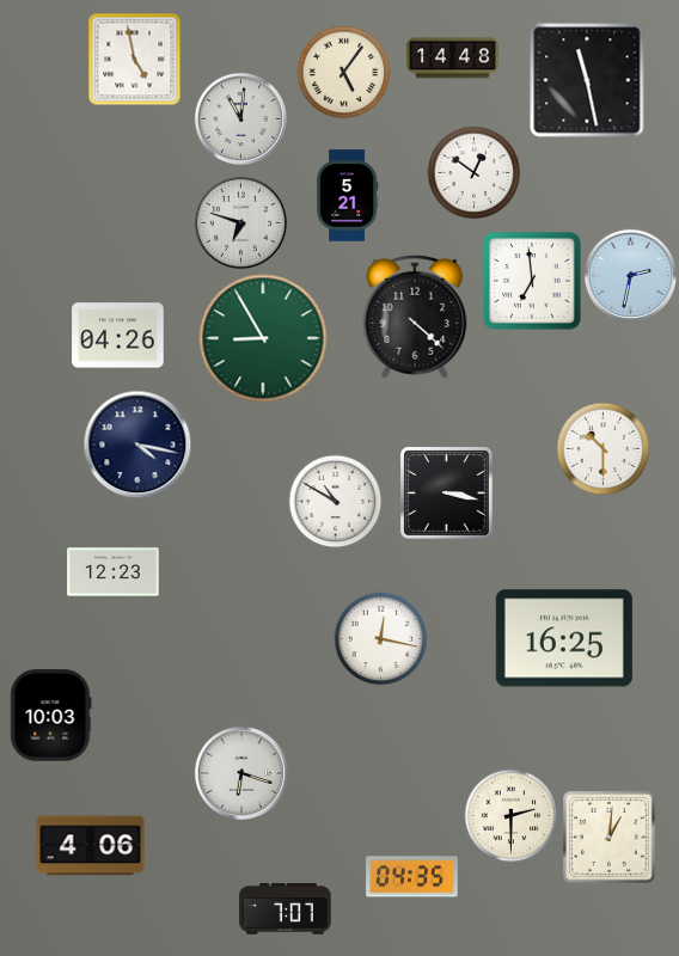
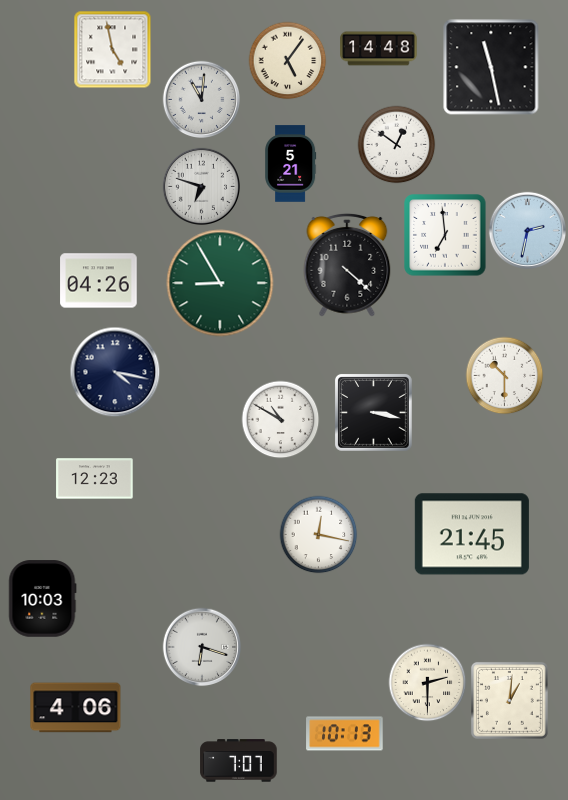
clock at (564, 638): 16:25 -> 21:45
clock at (412, 877): 04:35 -> 10:13
